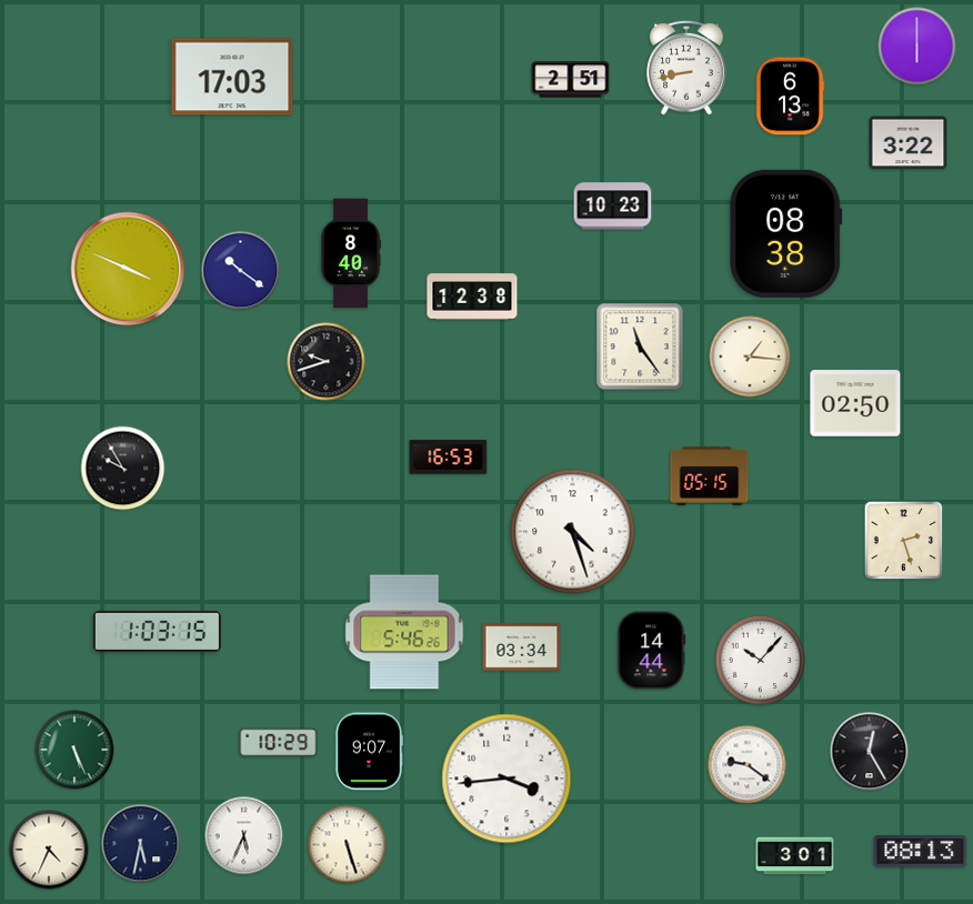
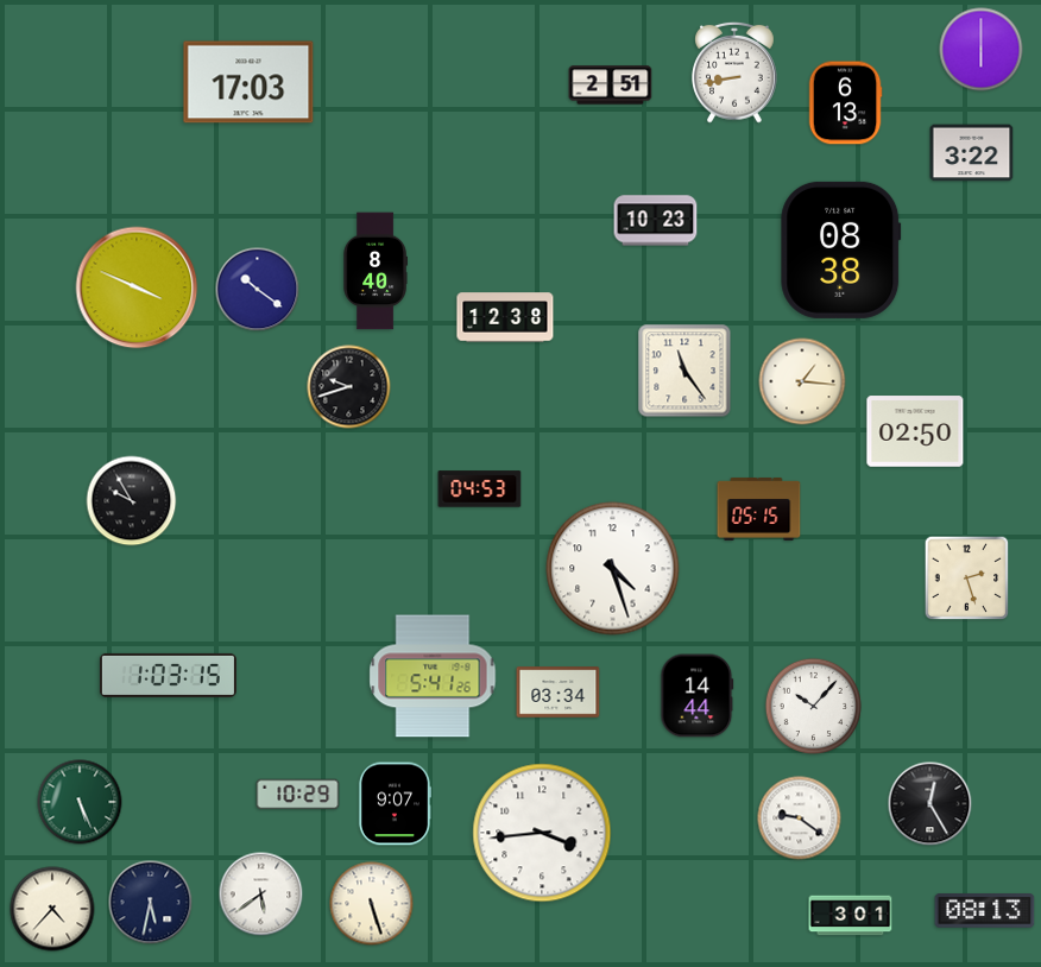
clock at (449, 458): 16:53 -> 04:53
clock at (404, 632): 5:46 -> 5:41
clock at (244, 836): 5:34 -> 5:39
clock at (49, 850): 4:34 -> 4:37
